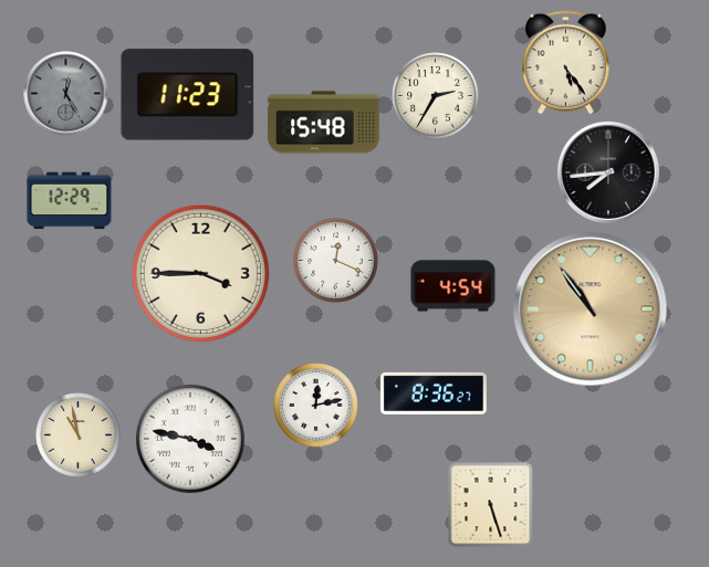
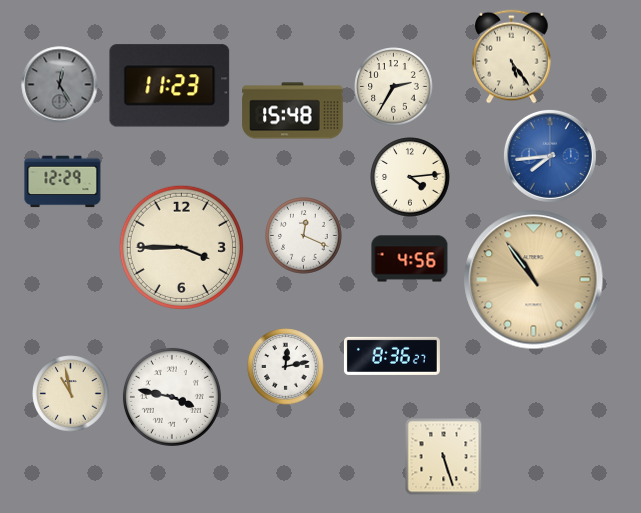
clock at (608, 172) dial: black -> blue
clock at (410, 177): none -> 4:14
clock at (453, 286): 4:54 -> 4:56
